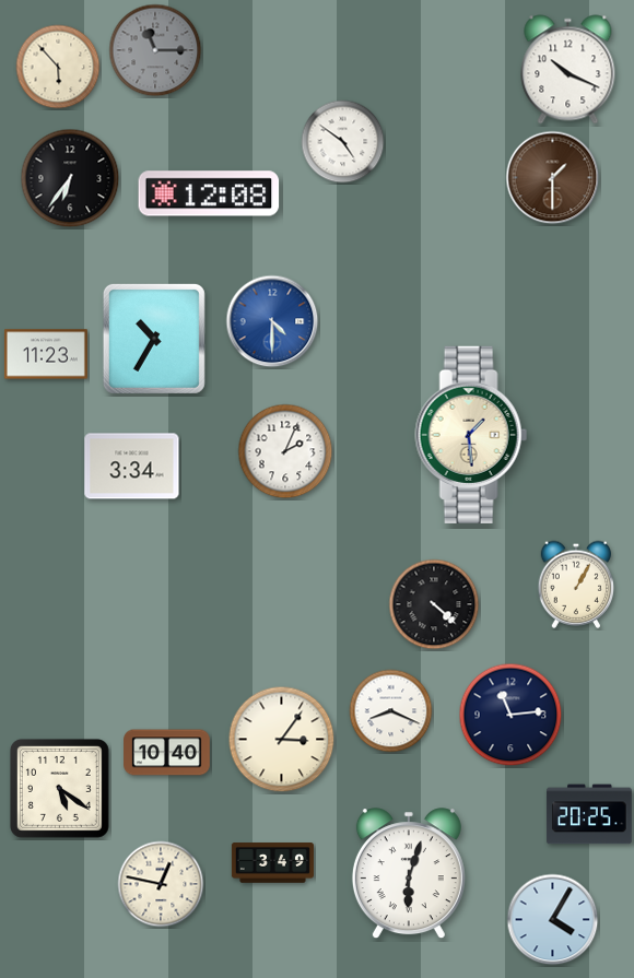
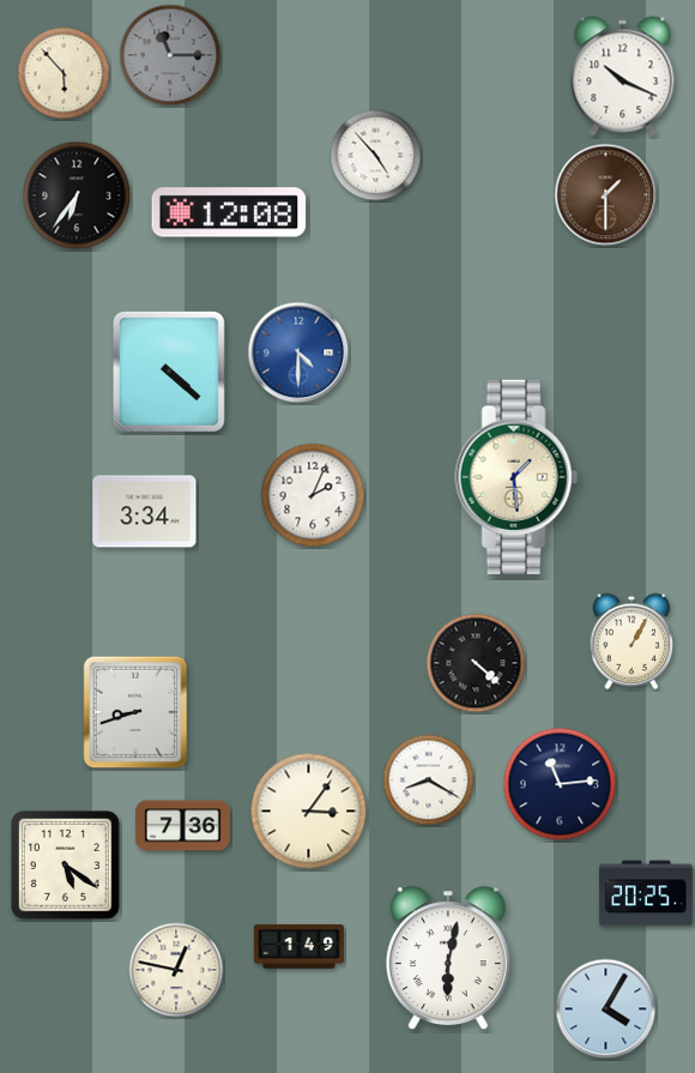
clock at (343, 142): 4:51 -> 4:53
clock at (154, 339): 10:35 -> 4:22
clock at (46, 354): 11:23 -> none
clock at (135, 712): none -> 8:42
clock at (391, 711): 8:19 -> 8:20
clock at (167, 753): 10:40 -> 7:36
clock at (272, 863): 3:49 -> 1:49
clock at (409, 874): 6:03 -> 6:02
